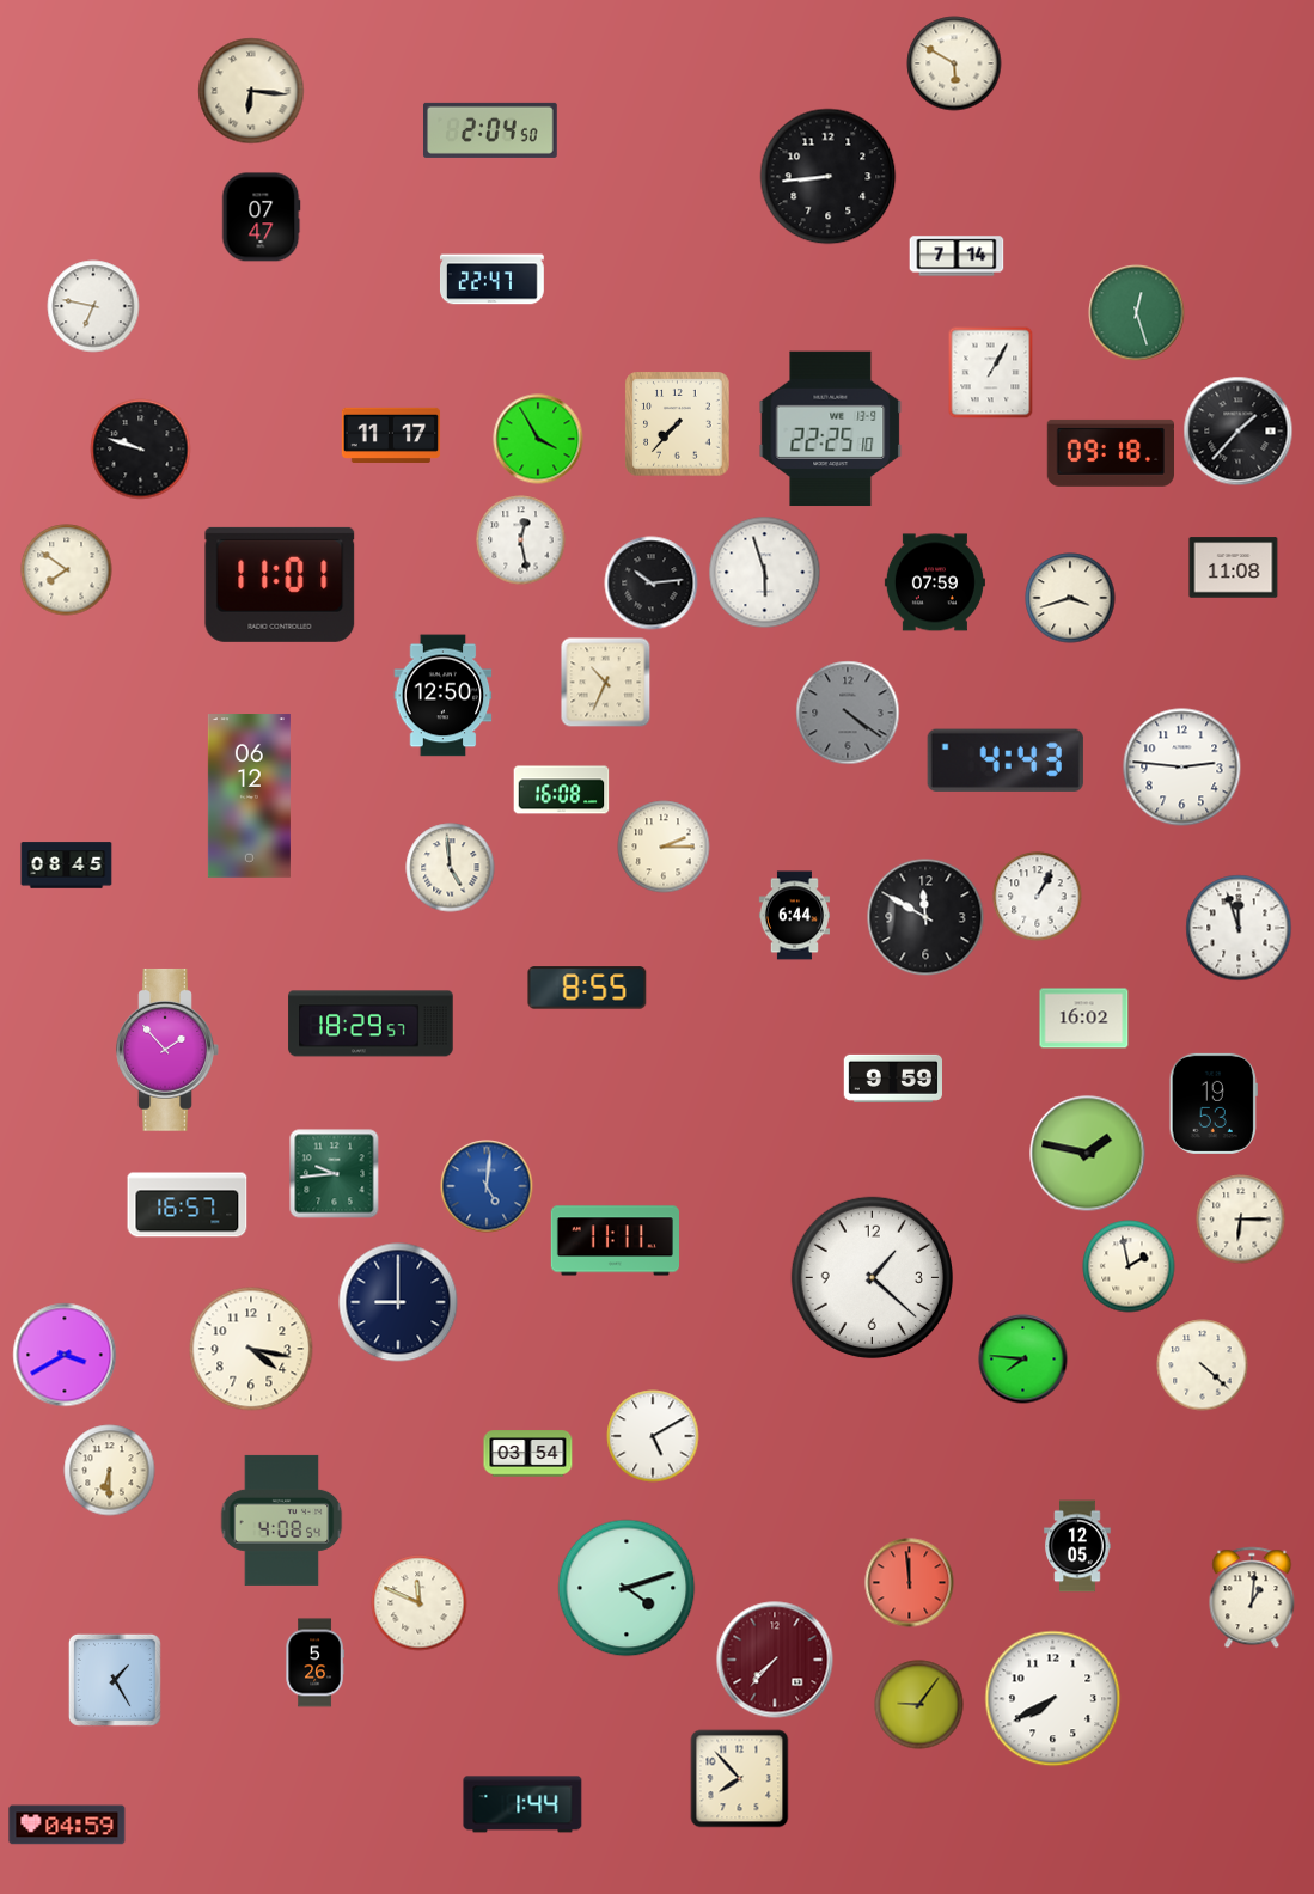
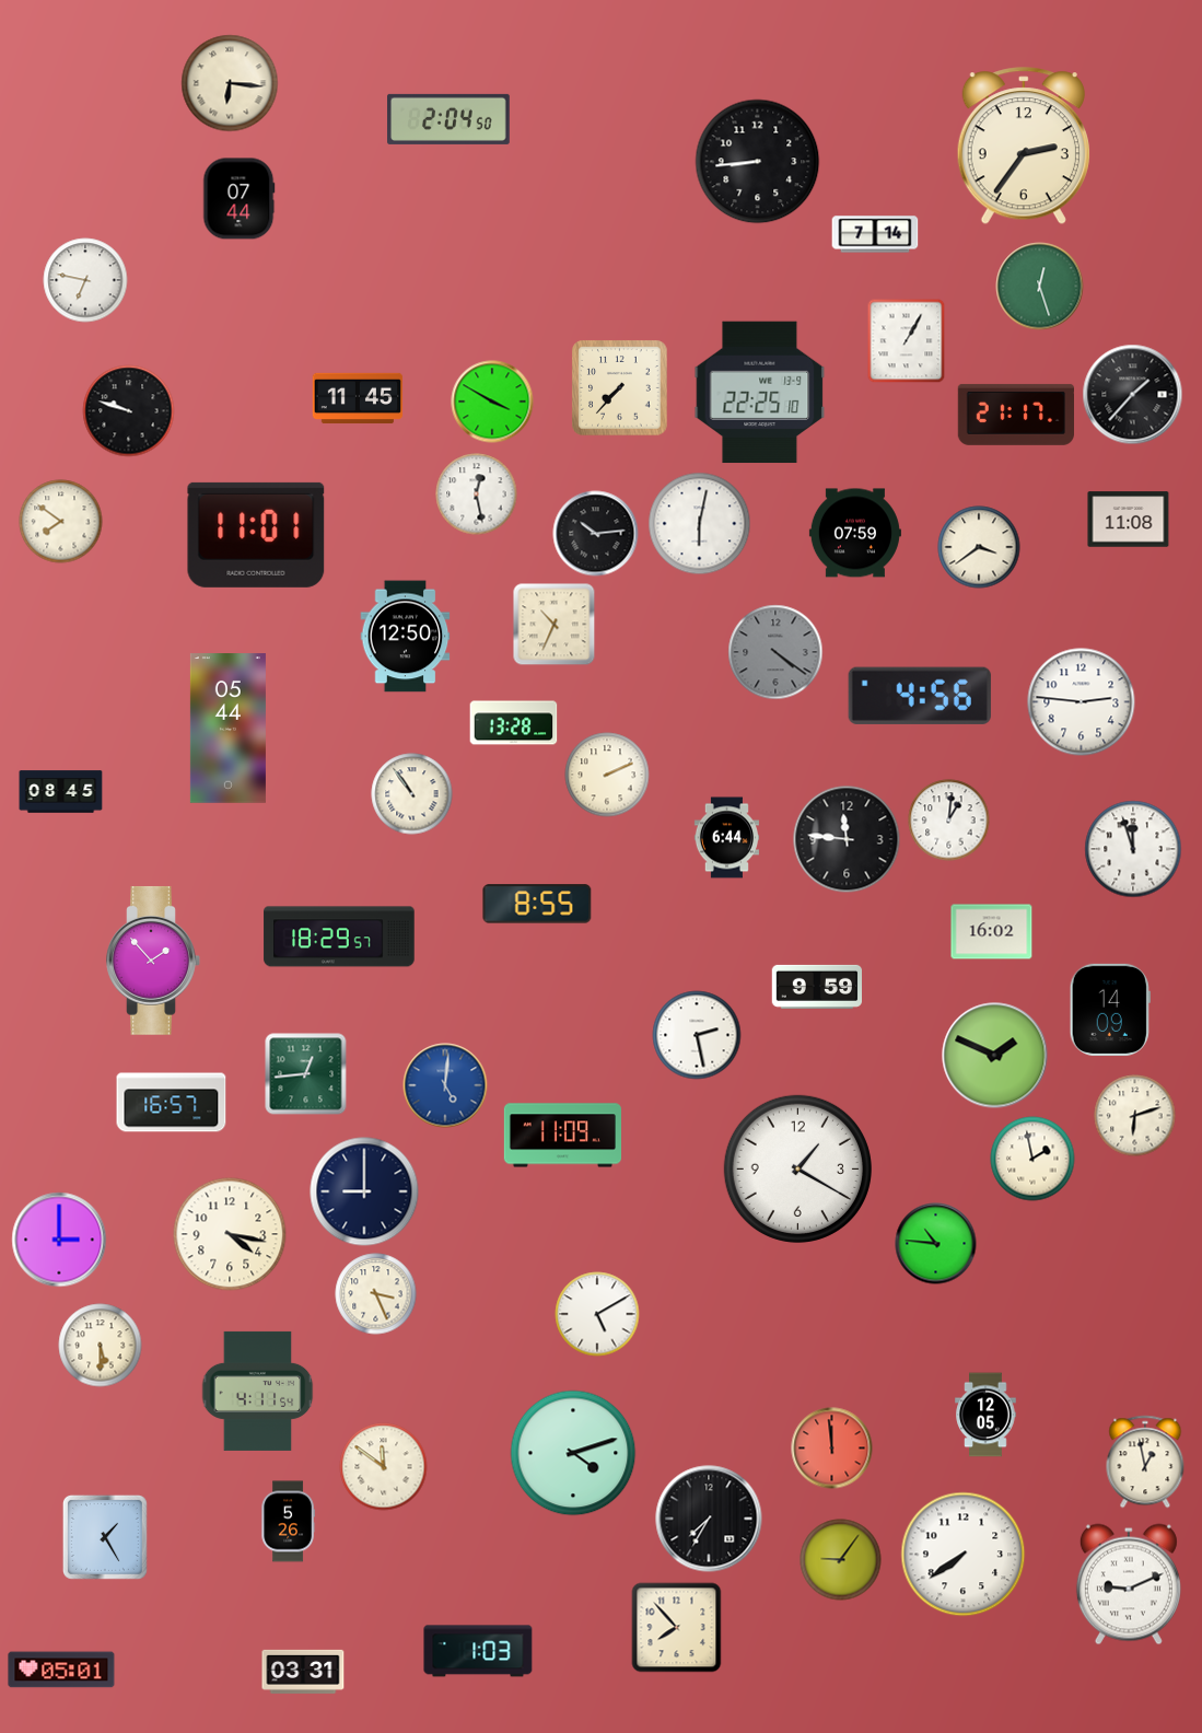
clock at (954, 63): 5:50 -> none
clock at (1024, 147): none -> 2:36
clock at (262, 218): 07:47 -> 07:44
clock at (491, 280): 22:47 -> none
clock at (391, 434): 11:17 -> 11:45
clock at (538, 439): 3:55 -> 3:50
clock at (1110, 453): 09:18 -> 21:17
clock at (765, 573): 5:57 -> 6:02
clock at (1070, 598): 3:42 -> 3:39
clock at (1006, 760): 4:43 -> 4:56
clock at (562, 790): 16:08 -> 13:28
clock at (249, 796): 06:12 -> 05:44
clock at (664, 847): 2:15 -> 2:11
clock at (451, 868): 4:59 -> 10:54
clock at (1038, 897): 1:05 -> 1:01
clock at (925, 917): 11:50 -> 11:46
clock at (1214, 1104): 19:53 -> 14:09
clock at (697, 1035): none -> 2:28
clock at (1088, 1154): 1:47 -> 1:49
clock at (335, 1174): 9:44 -> 12:44
clock at (1241, 1220): 6:15 -> 6:12
clock at (615, 1241): 11:11 -> 11:09
clock at (872, 1277): 1:22 -> 1:20
clock at (65, 1355): 3:40 -> 3:00
clock at (1023, 1360): 7:46 -> 10:46
clock at (1203, 1365): 4:22 -> none
clock at (376, 1294): none -> 3:26
clock at (528, 1454): 03:54 -> none
clock at (110, 1471): 6:30 -> 5:30
clock at (282, 1520): 4:08 -> 4:11
clock at (1252, 1597): 1:01 -> 12:58
clock at (420, 1603): 11:49 -> 11:51
clock at (775, 1660): 7:37 -> 7:35
clock at (775, 1660) dial: burgundy -> black
clock at (1053, 1699): 7:40 -> 7:39
clock at (1129, 1584): none -> 9:11
clock at (522, 1804): 1:44 -> 1:03
clock at (67, 1825): 04:59 -> 05:01
clock at (303, 1672): none -> 03:31
